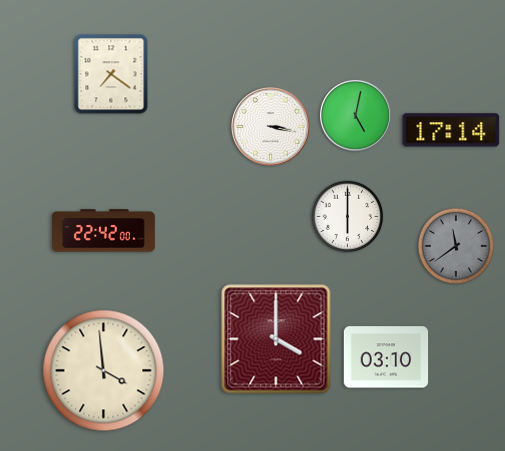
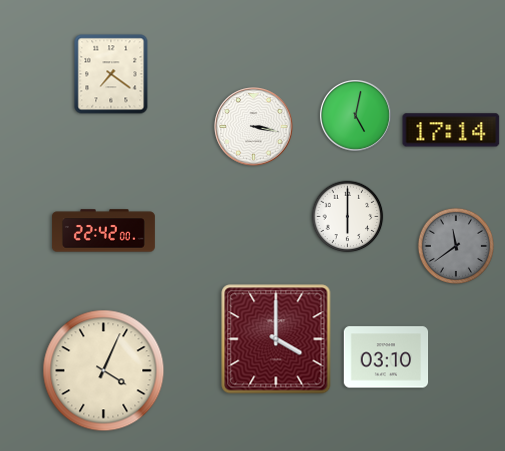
clock at (271, 127) position: (271, 127) -> (254, 127)
clock at (104, 371): 3:59 -> 4:04
